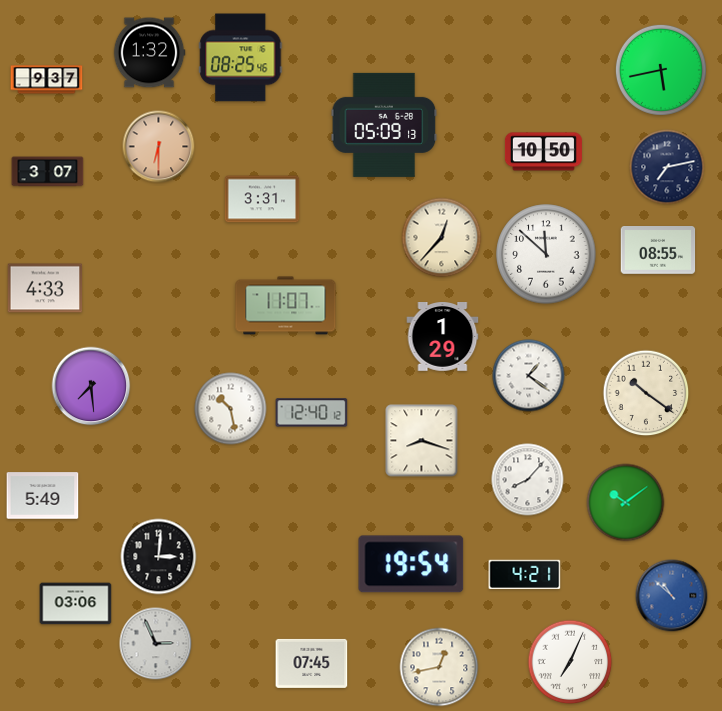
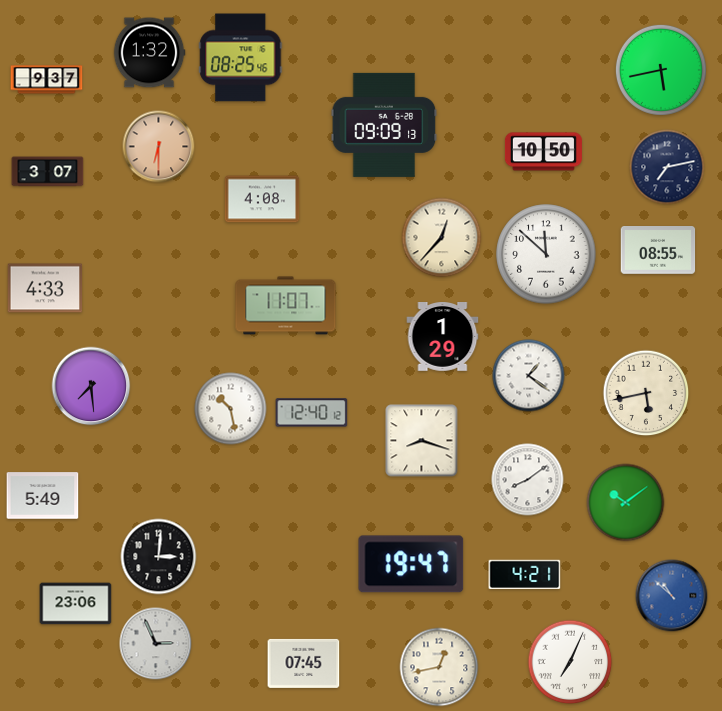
clock at (384, 125): 05:09 -> 09:09
clock at (262, 199): 3:31 -> 4:08
clock at (646, 393): 10:21 -> 5:43
clock at (528, 480): 8:07 -> 8:09
clock at (411, 564): 19:54 -> 19:47
clock at (76, 604): 03:06 -> 23:06
clock at (312, 663) position: (312, 663) -> (304, 663)
